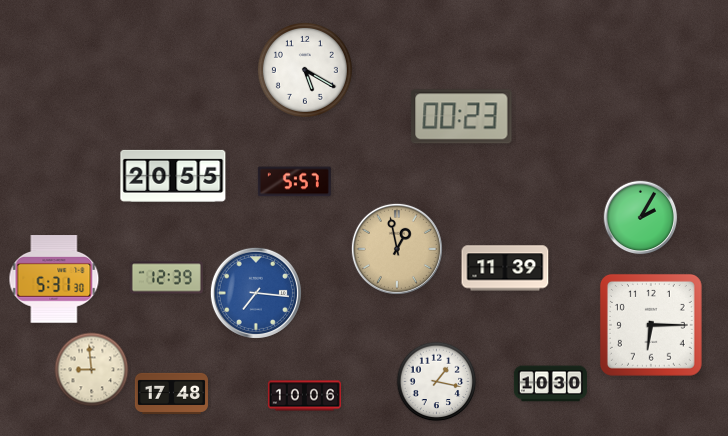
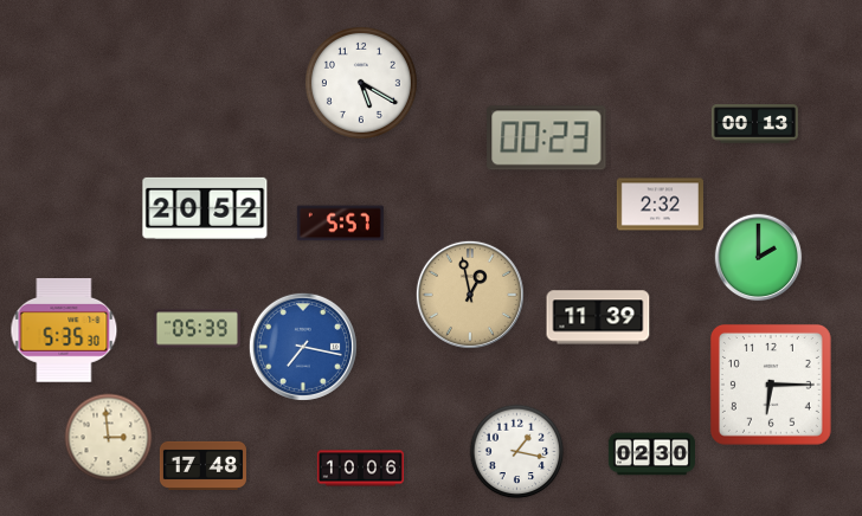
clock at (754, 124): none -> 00:13
clock at (660, 205): none -> 2:32
clock at (173, 176): 20:55 -> 20:52
clock at (294, 182) position: (294, 182) -> (340, 224)
clock at (641, 218): 2:05 -> 2:00
clock at (166, 278): 12:39 -> 05:39
clock at (54, 280): 5:31 -> 5:35
clock at (256, 293): 7:16 -> 7:17
clock at (92, 370): 8:59 -> 2:59
clock at (550, 384): 10:30 -> 02:30
